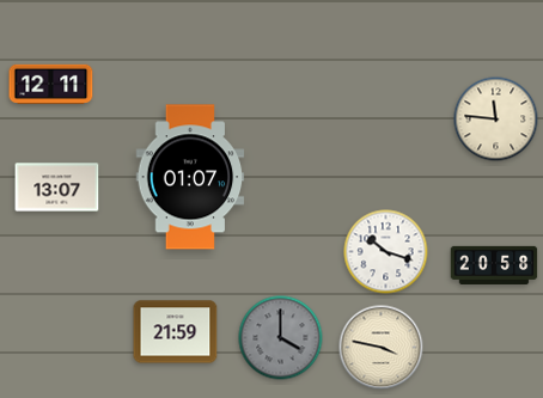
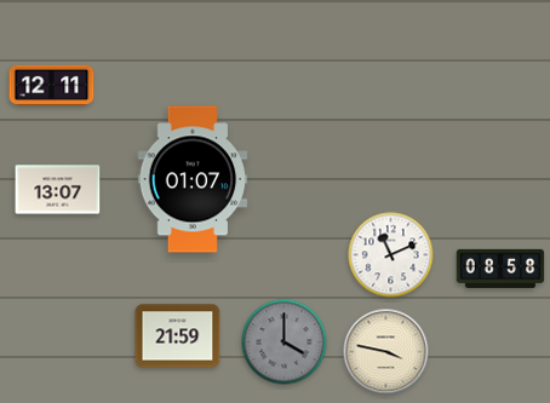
clock at (496, 120): 11:46 -> none
clock at (386, 252): 10:18 -> 11:11
clock at (494, 265): 20:58 -> 08:58
